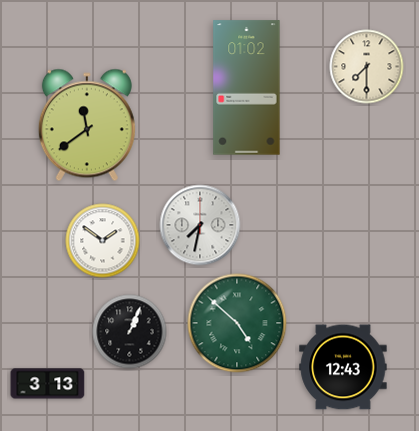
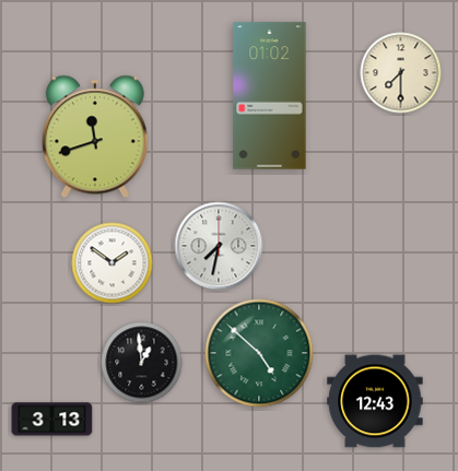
clock at (87, 125): 11:39 -> 11:42
clock at (130, 332): 1:04 -> 12:59
